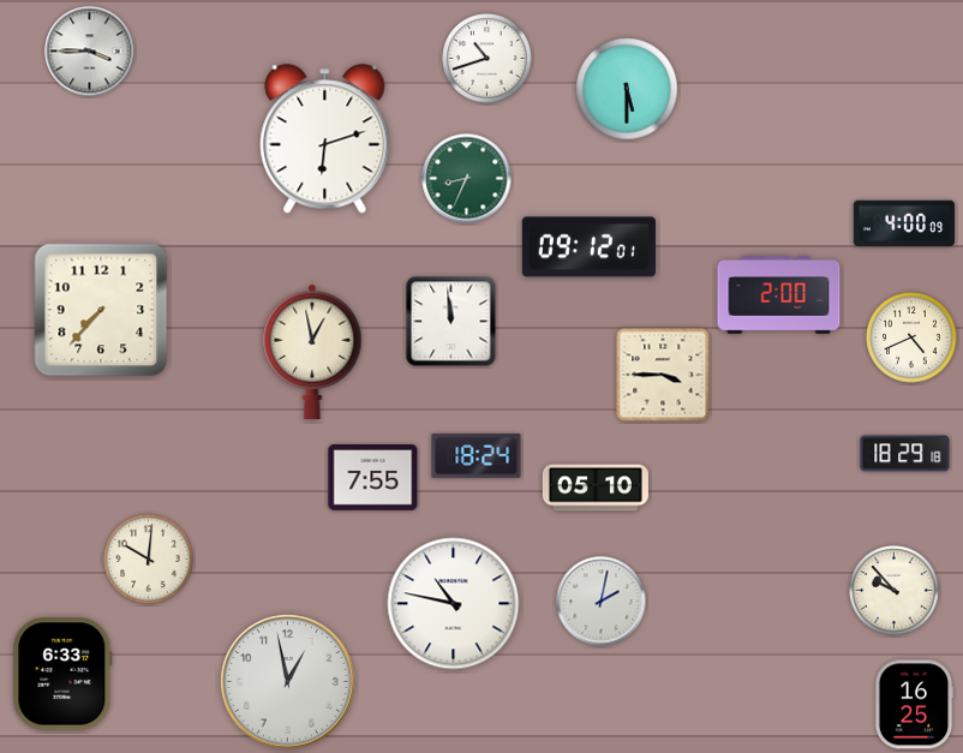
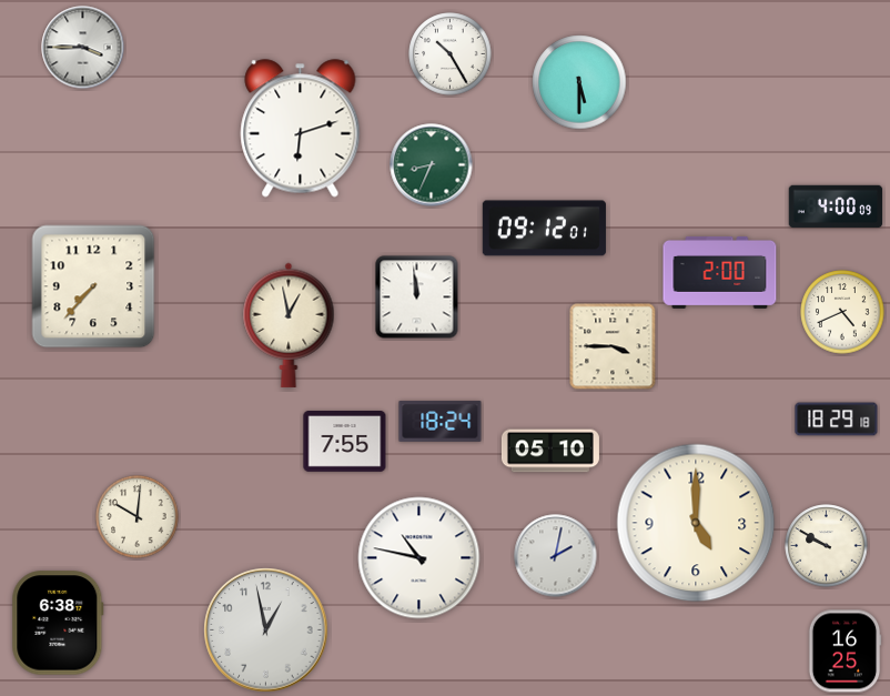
clock at (488, 59): 10:42 -> 10:25
clock at (696, 523): none -> 5:00
clock at (895, 591): 9:53 -> 9:50
clock at (62, 674): 6:33 -> 6:38
